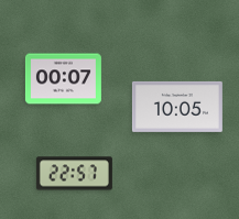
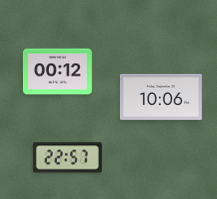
clock at (63, 79): 00:07 -> 00:12
clock at (177, 107): 10:05 -> 10:06
